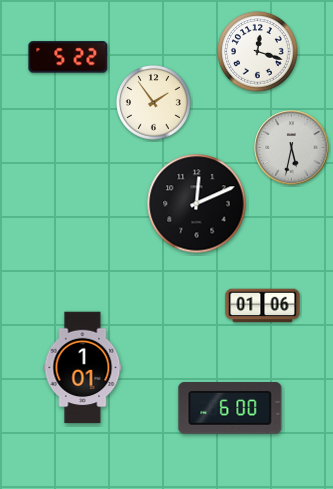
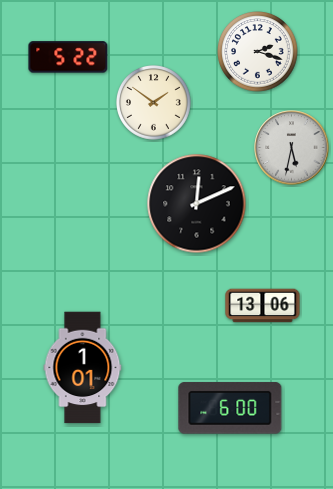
clock at (258, 52): 12:18 -> 2:18
clock at (154, 103): 1:54 -> 1:51
clock at (263, 306): 01:06 -> 13:06
